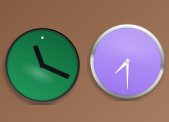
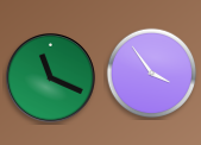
clock at (128, 62): 7:30 -> 3:54
